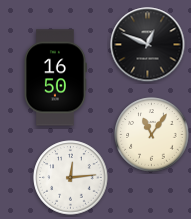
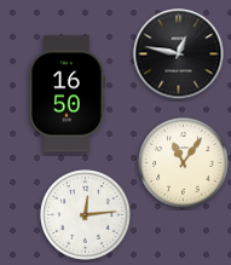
clock at (148, 45): 12:49 -> 12:47
